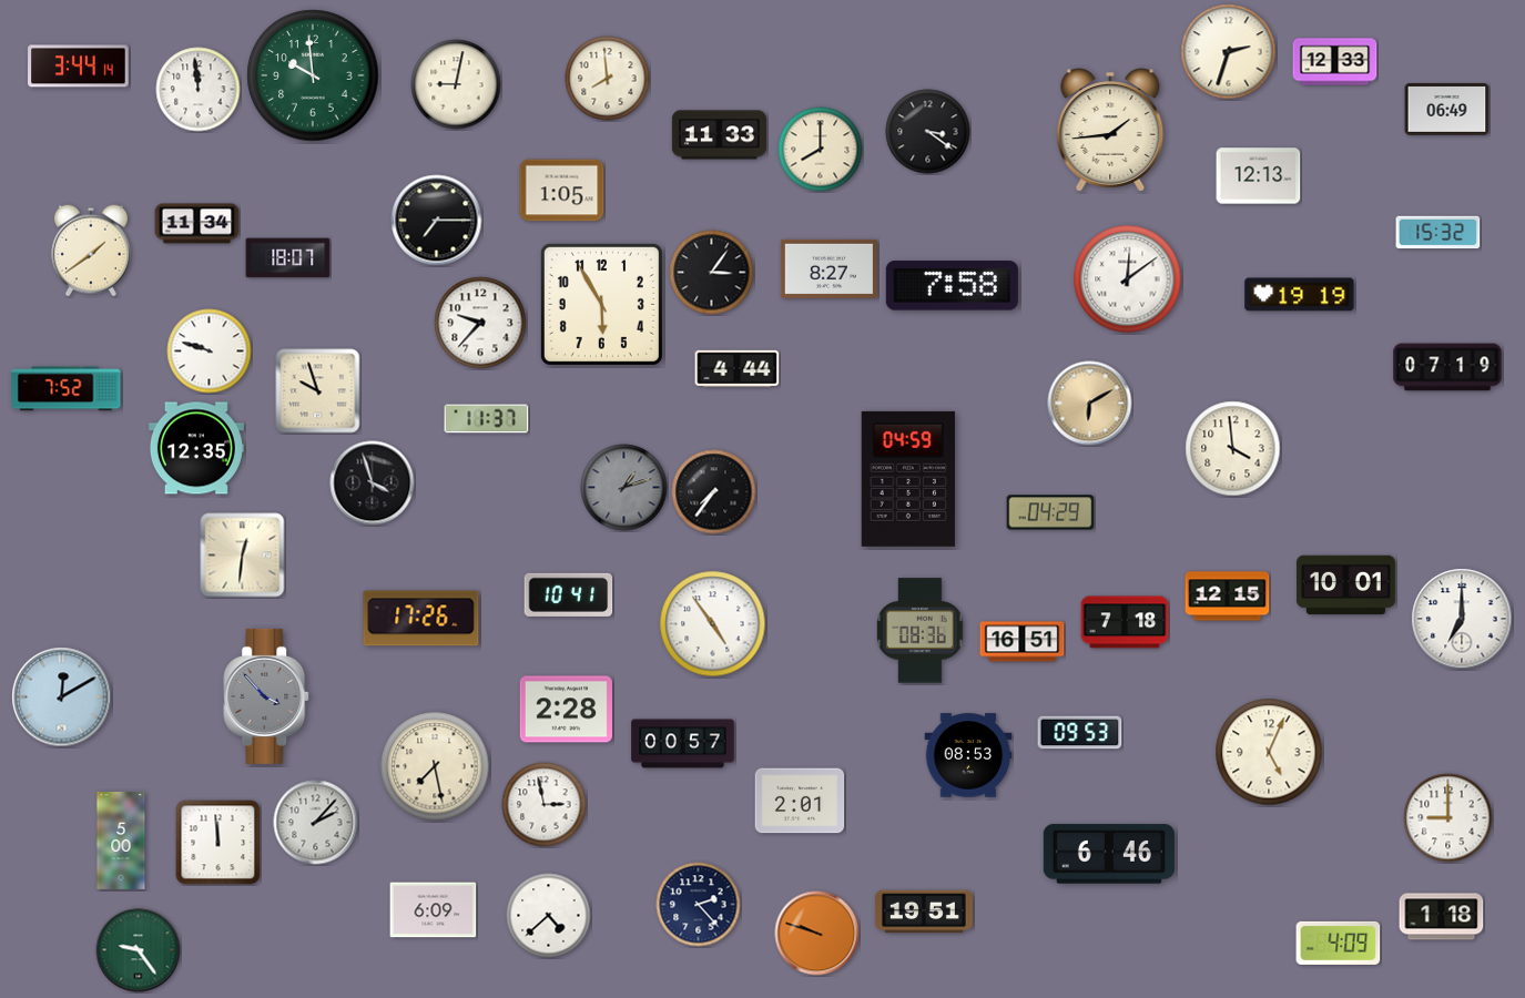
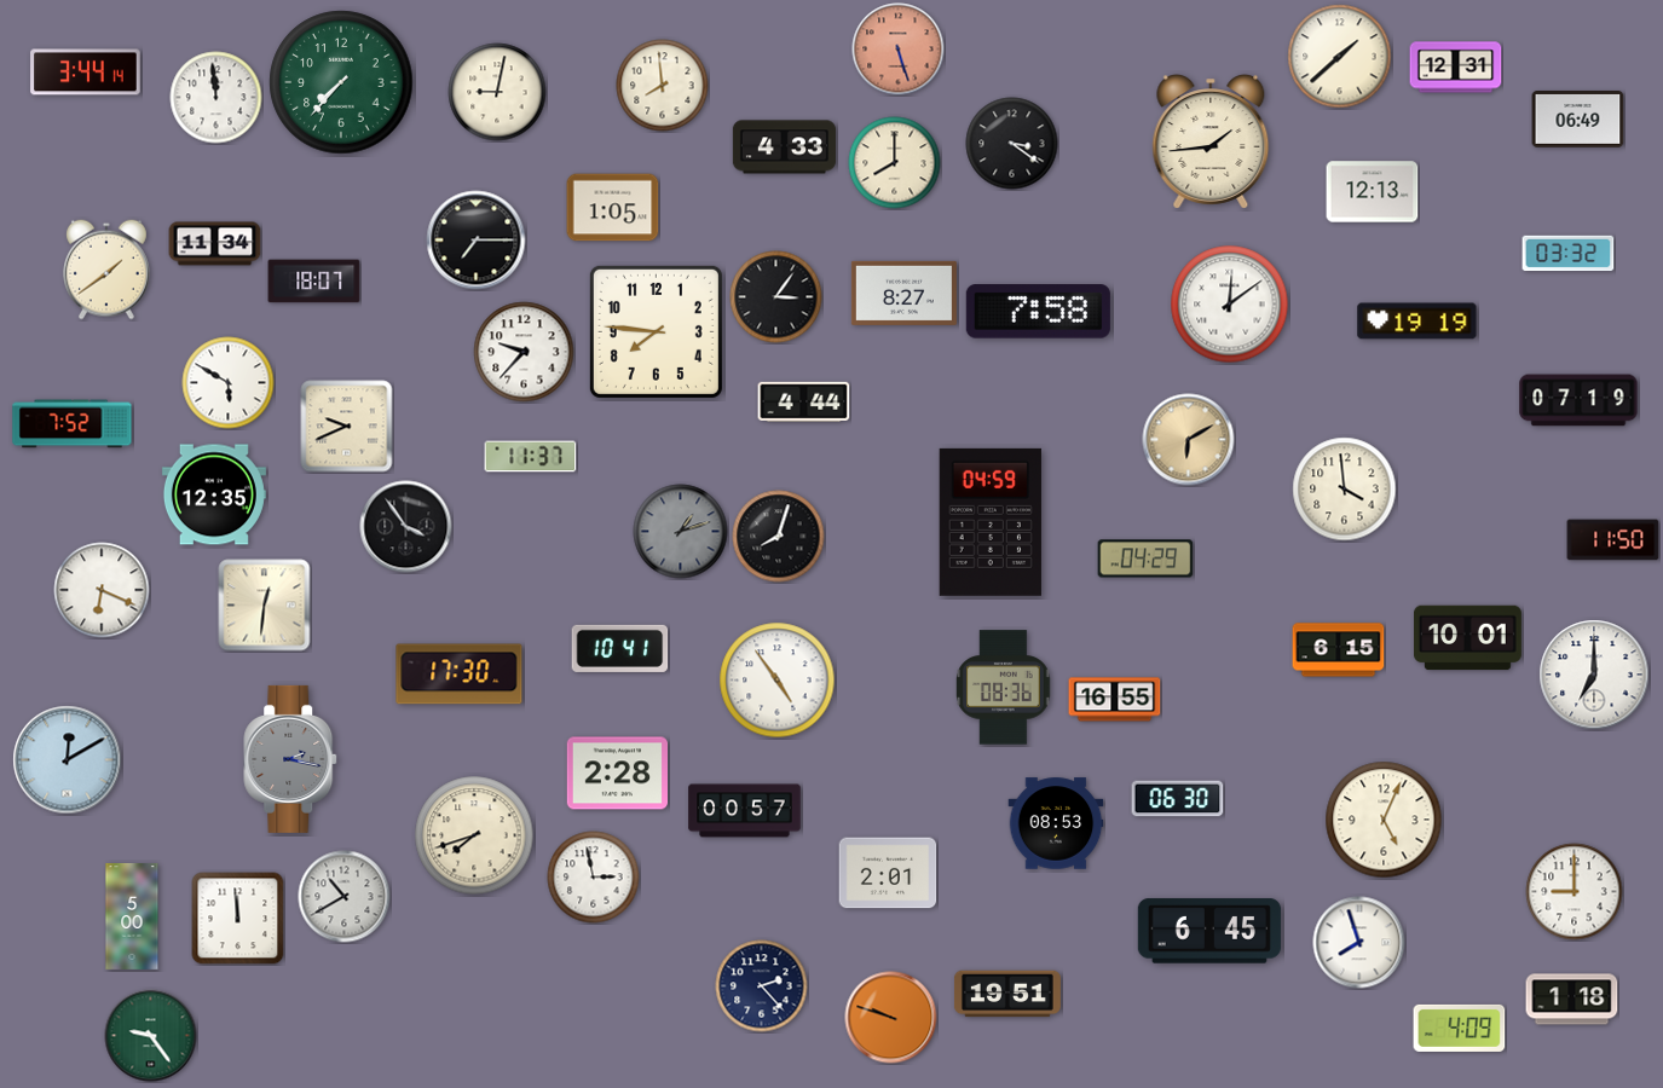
clock at (899, 50): none -> 5:27
clock at (1229, 52): 2:33 -> 1:38
clock at (1335, 62): 12:33 -> 12:31
clock at (313, 75): 9:59 -> 7:37
clock at (719, 135): 11:33 -> 4:33
clock at (1438, 233): 15:32 -> 03:32
clock at (92, 251) position: (92, 251) -> (108, 270)
clock at (601, 304): 5:55 -> 7:46
clock at (210, 352): 9:48 -> 5:50
clock at (318, 391): 9:57 -> 9:41
clock at (196, 448) position: (196, 448) -> (214, 494)
clock at (373, 483): 3:57 -> 3:54
clock at (714, 492): 7:36 -> 8:03
clock at (1613, 540): none -> 11:50
clock at (102, 590): none -> 6:19
clock at (1228, 597): 12:15 -> 6:15
clock at (421, 619): 17:26 -> 17:30
clock at (1125, 622): 7:18 -> none
clock at (1023, 642): 16:51 -> 16:55
clock at (267, 696): 3:53 -> 2:17
clock at (1080, 733): 09:53 -> 06:30
clock at (435, 766): 7:28 -> 7:42
clock at (800, 801) position: (800, 801) -> (888, 873)
clock at (1448, 818) position: (1448, 818) -> (1575, 892)
clock at (316, 823): 2:07 -> 10:40
clock at (1109, 854): 6:46 -> 6:45
clock at (1359, 943): none -> 7:57
clock at (434, 910): 6:09 -> none
clock at (549, 916): 4:38 -> none
